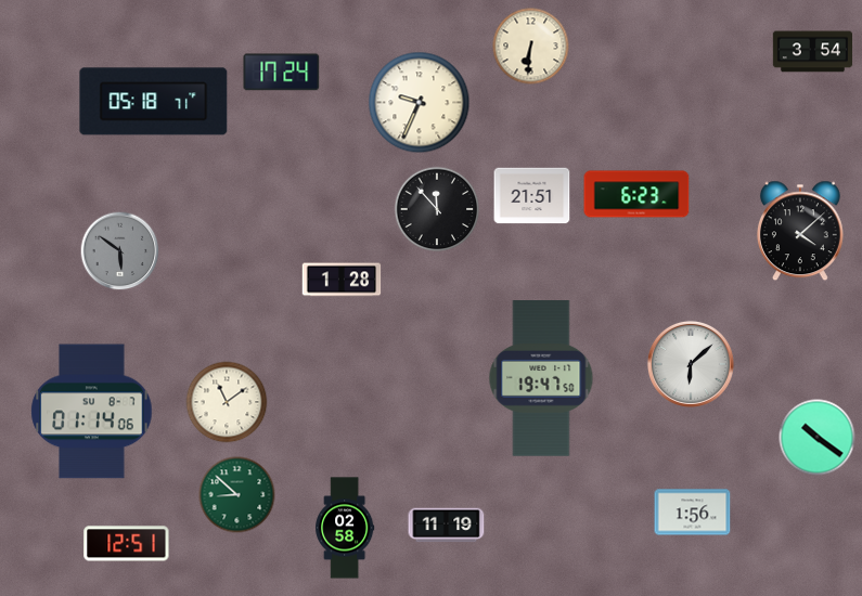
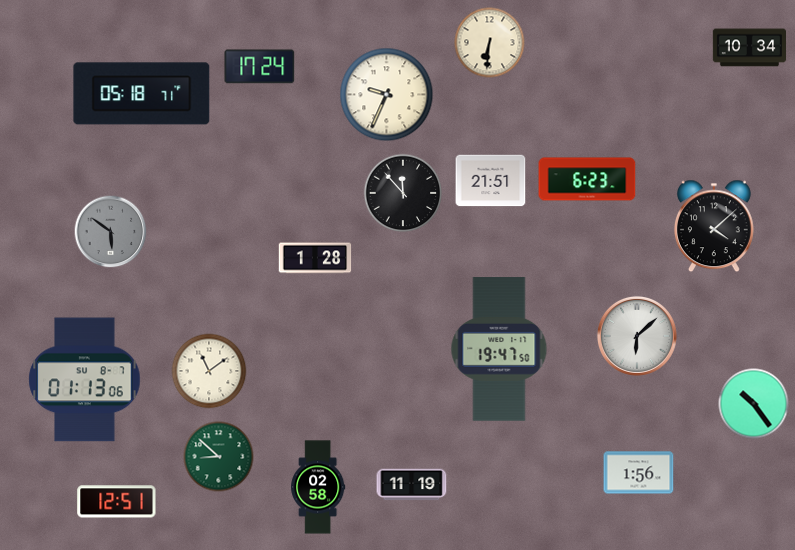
clock at (813, 52): 3:54 -> 10:34
clock at (800, 231) position: (800, 231) -> (714, 226)
clock at (92, 412): 01:14 -> 01:13
clock at (818, 438): 10:21 -> 10:24
